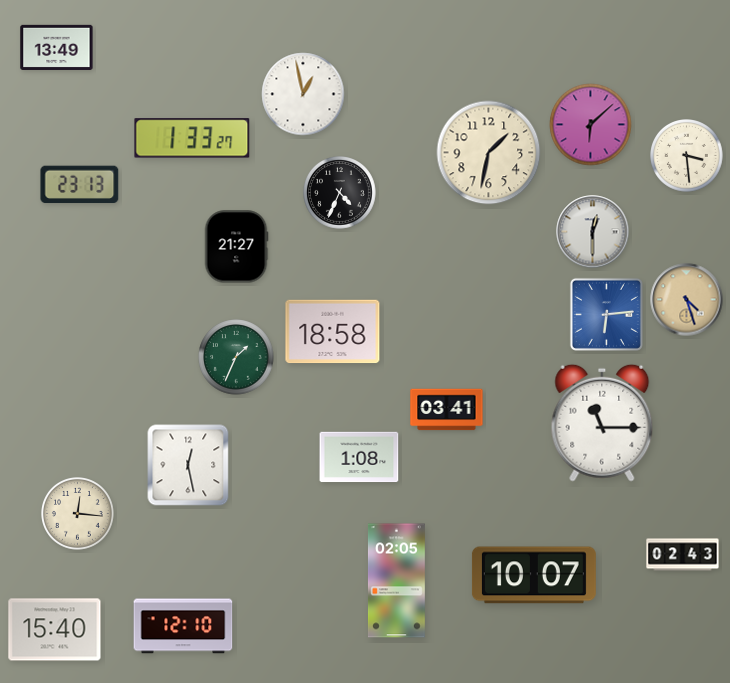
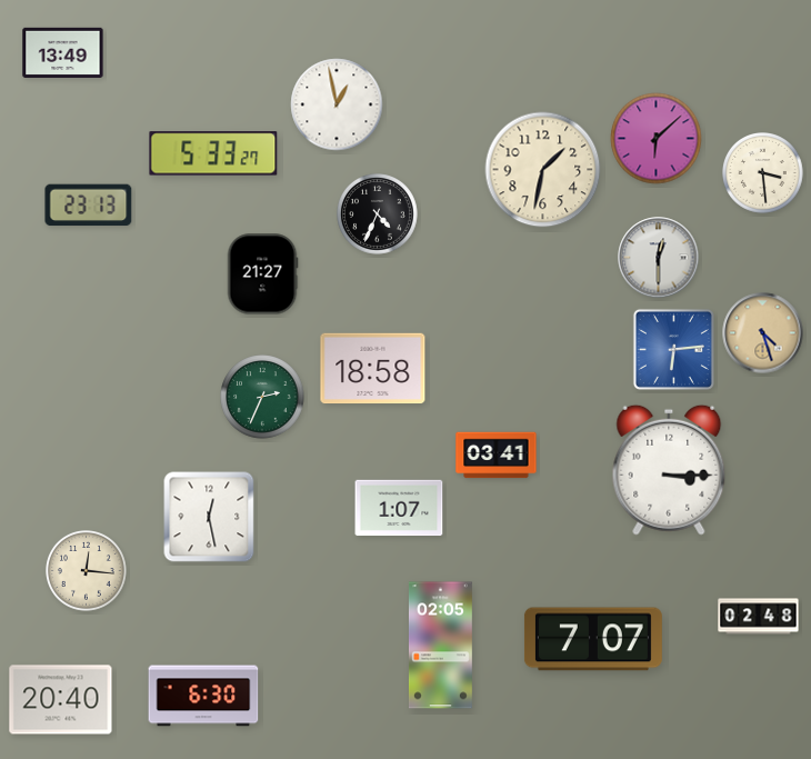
clock at (192, 138): 1:33 -> 5:33
clock at (333, 332) position: (333, 332) -> (373, 369)
clock at (236, 357): 1:34 -> 2:34
clock at (602, 423): 11:15 -> 3:15
clock at (359, 457): 1:08 -> 1:07
clock at (683, 555): 02:43 -> 02:48
clock at (534, 575): 10:07 -> 7:07
clock at (183, 626): 12:10 -> 6:30
clock at (55, 630): 15:40 -> 20:40
